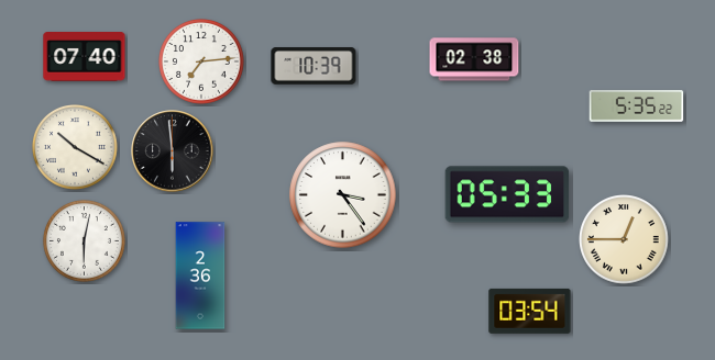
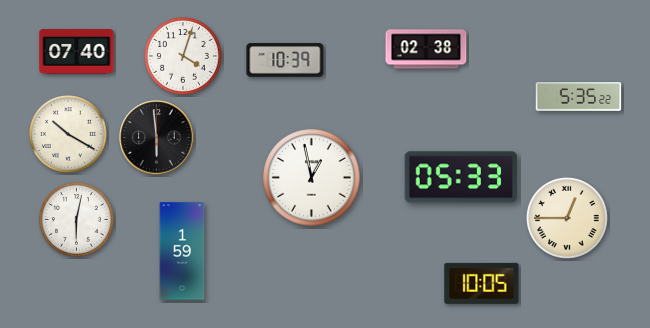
clock at (474, 59) position: (474, 59) -> (426, 49)
clock at (202, 63): 7:14 -> 4:03
clock at (343, 195): 3:24 -> 12:58
clock at (200, 275): 2:36 -> 1:59
clock at (530, 311): 03:54 -> 10:05
